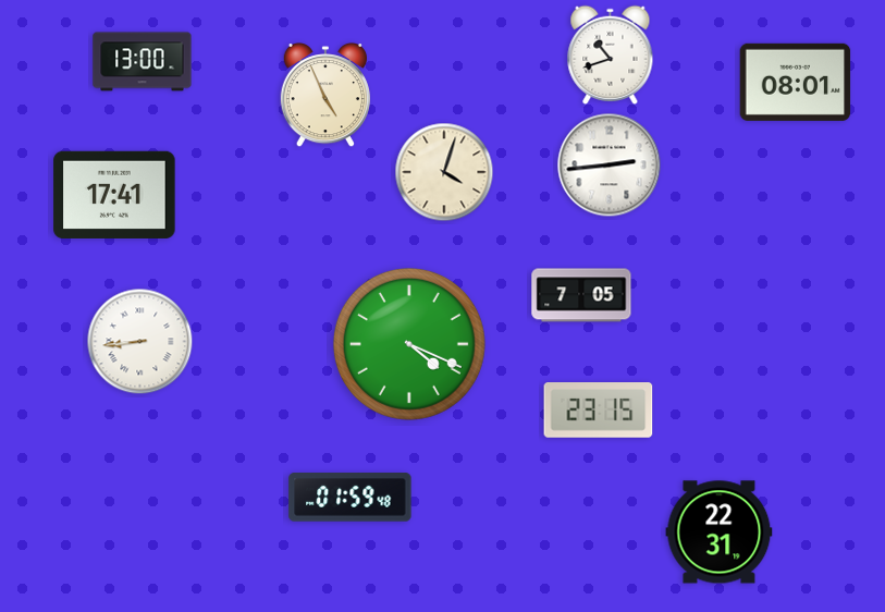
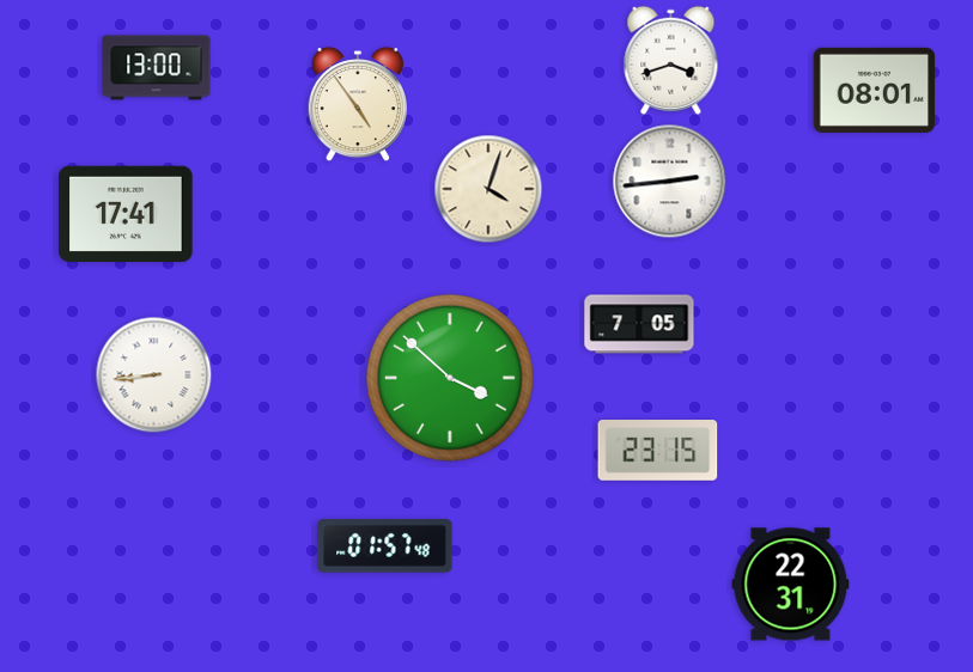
clock at (611, 54): 10:42 -> 3:42
clock at (325, 96): 4:56 -> 4:54
clock at (409, 344): 4:19 -> 3:52
clock at (351, 498): 01:59 -> 01:57
